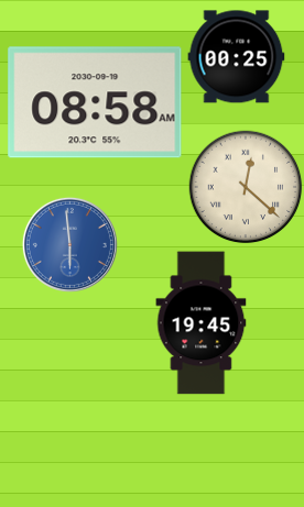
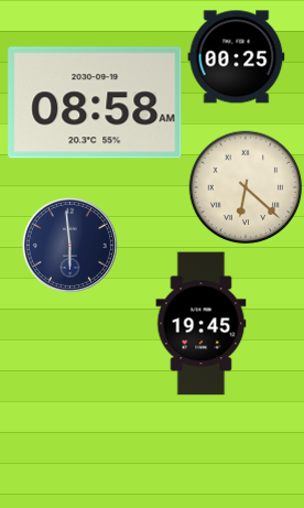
clock at (246, 187): 12:22 -> 6:22
clock at (69, 244) dial: blue -> navy
